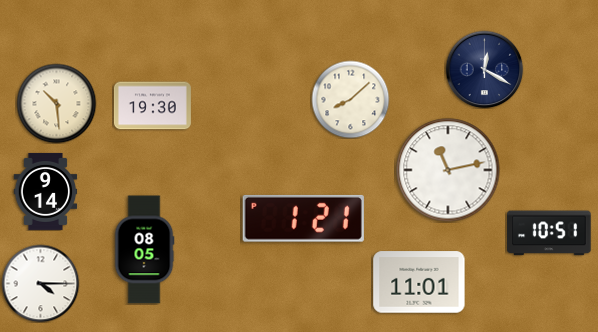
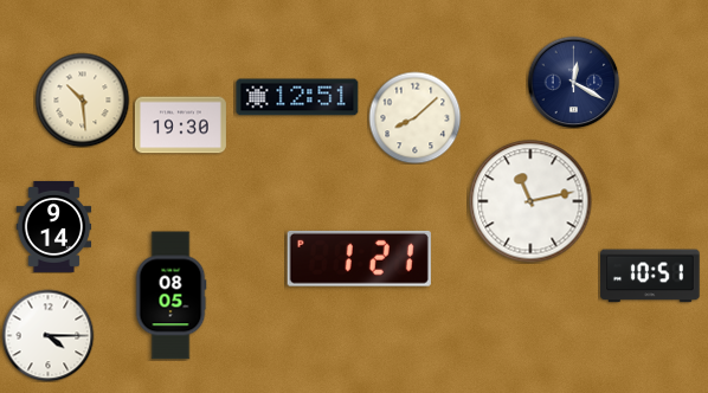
clock at (297, 97): none -> 12:51
clock at (56, 103) position: (56, 103) -> (82, 99)
clock at (419, 282): 11:01 -> none
